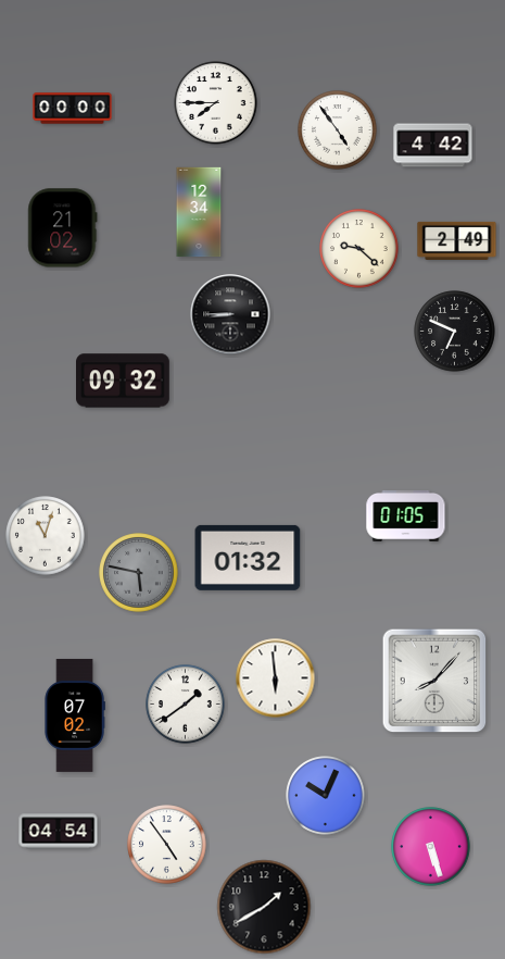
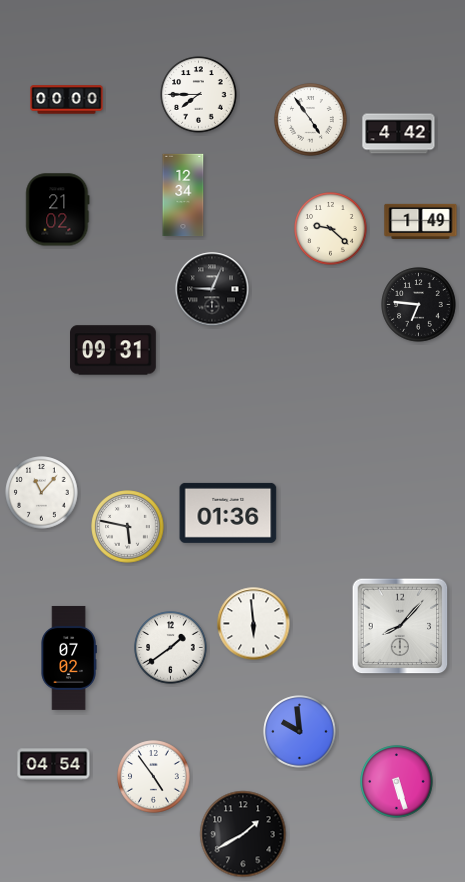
clock at (457, 240): 2:49 -> 1:49
clock at (230, 314): 8:45 -> 9:04
clock at (455, 332): 6:49 -> 6:46
clock at (124, 381): 09:32 -> 09:31
clock at (406, 516): 01:05 -> none
clock at (46, 536): 11:03 -> 11:07
clock at (248, 558): 01:32 -> 01:36
clock at (139, 573) dial: grey -> white
clock at (326, 796): 10:04 -> 9:59
clock at (431, 847) position: (431, 847) -> (397, 782)
